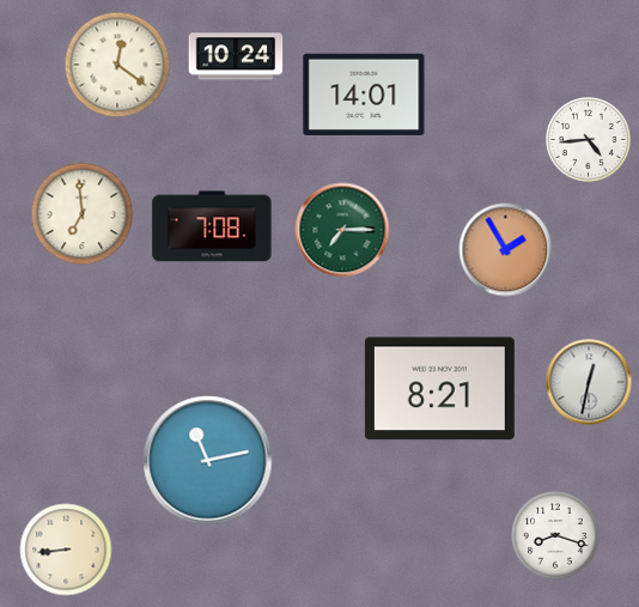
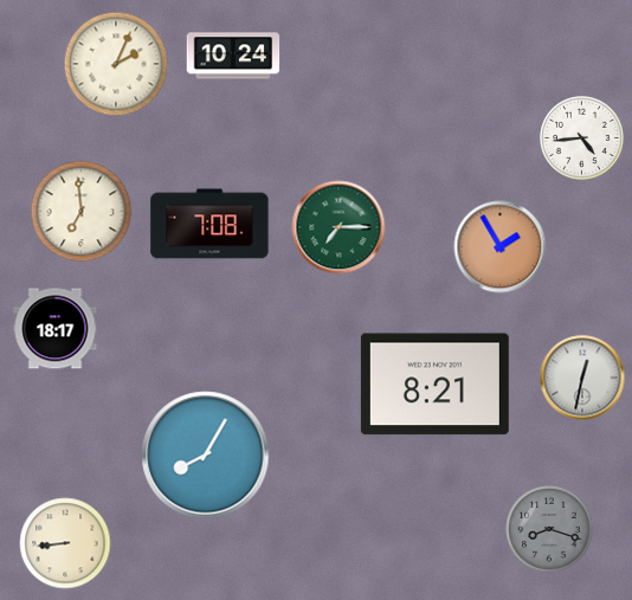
clock at (117, 65): 12:21 -> 2:04
clock at (364, 93): 14:01 -> none
clock at (56, 329): none -> 18:17
clock at (208, 461): 11:13 -> 8:05
clock at (555, 535) dial: white -> grey
